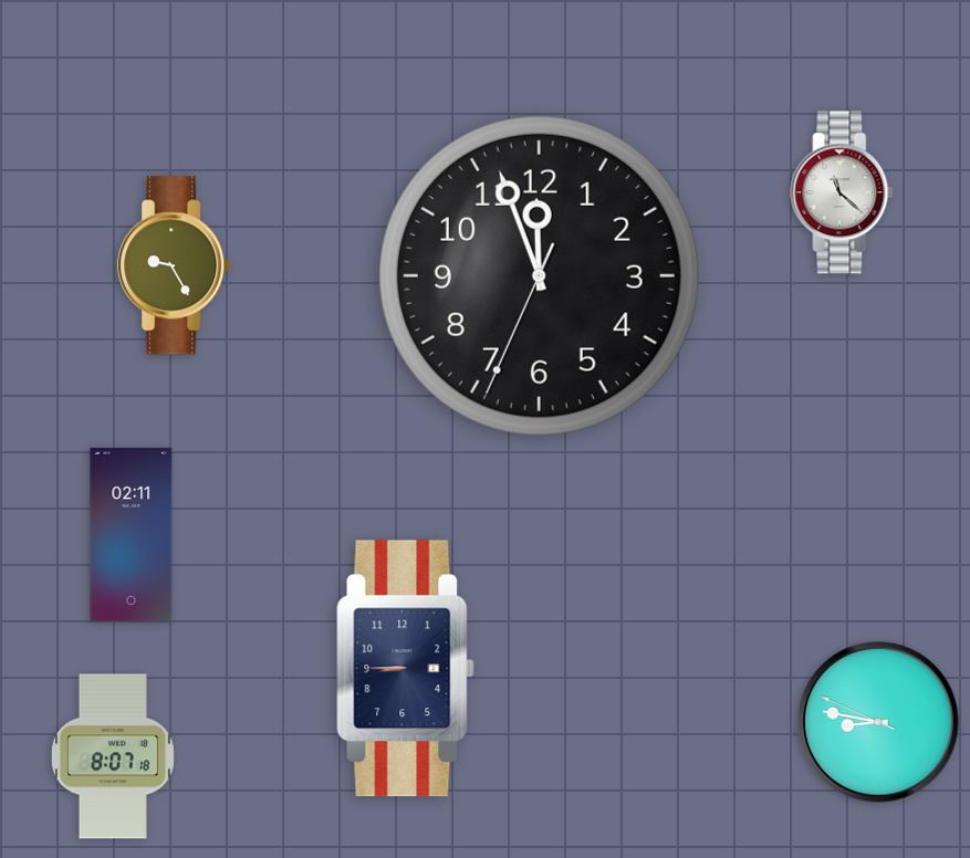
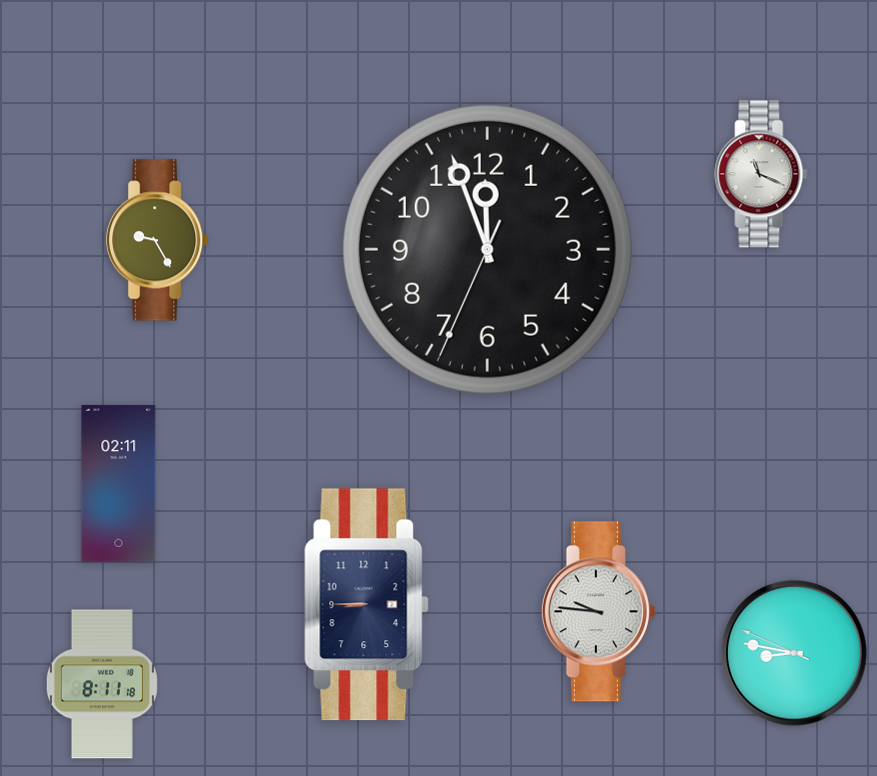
clock at (842, 192): 11:22 -> 11:19
clock at (598, 612): none -> 9:46
clock at (113, 756): 8:07 -> 8:11
